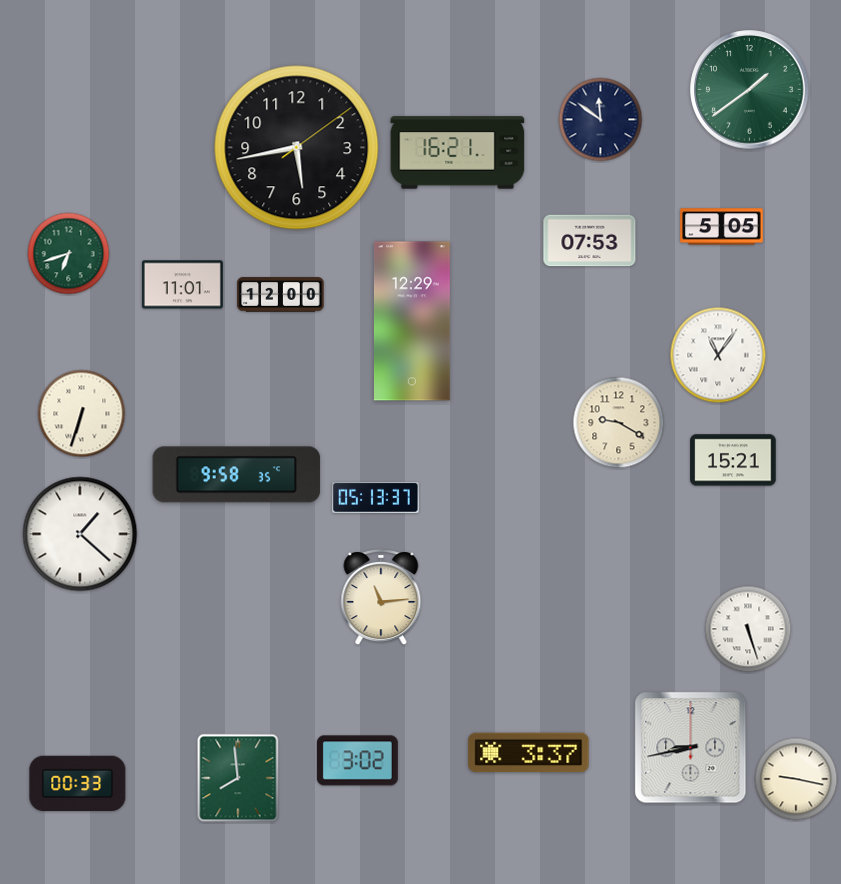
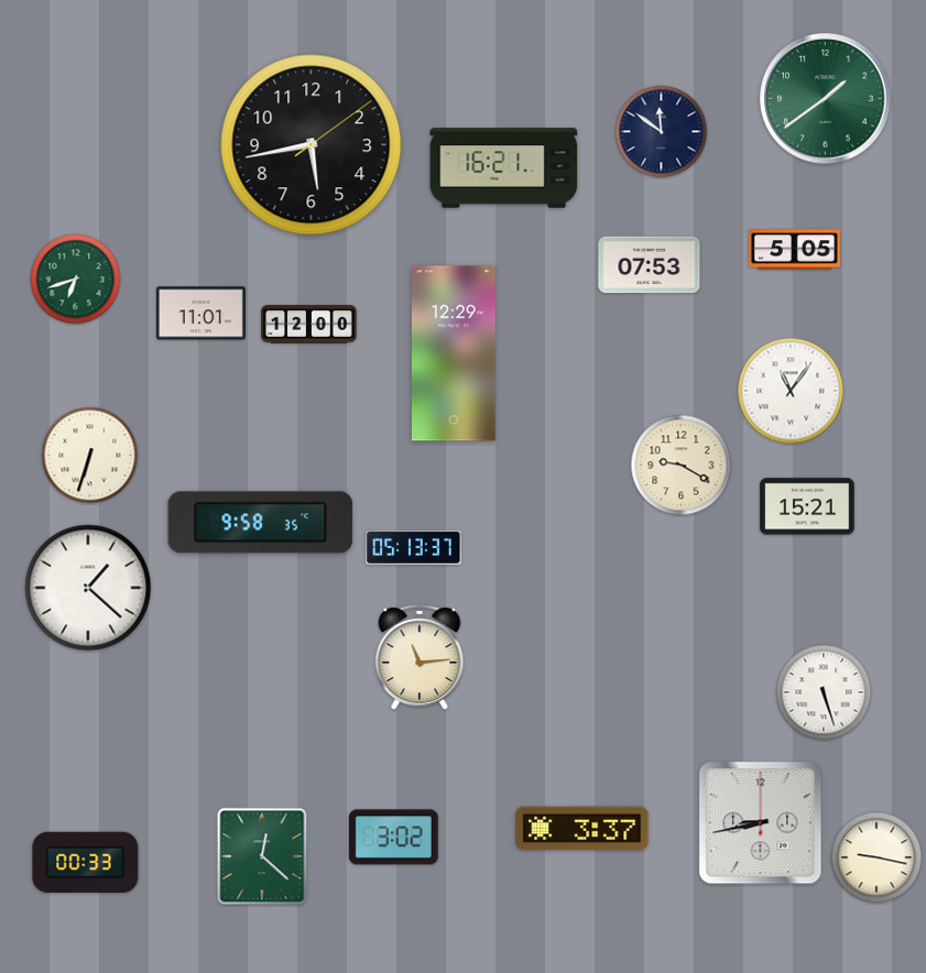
clock at (297, 148) position: (297, 148) -> (312, 145)
clock at (238, 778): 7:59 -> 12:22
